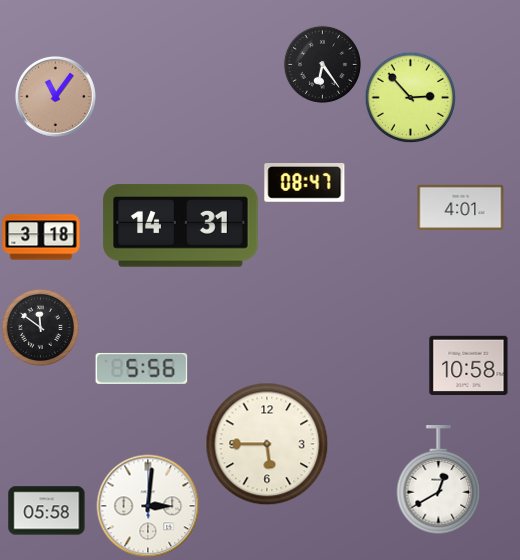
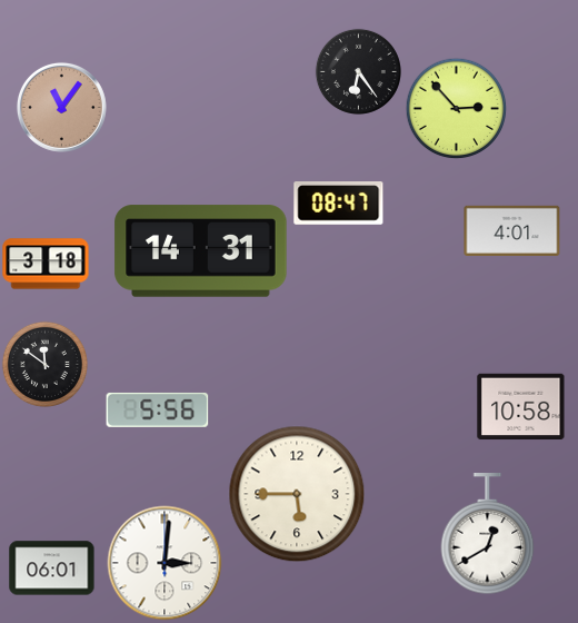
clock at (47, 511): 05:58 -> 06:01
